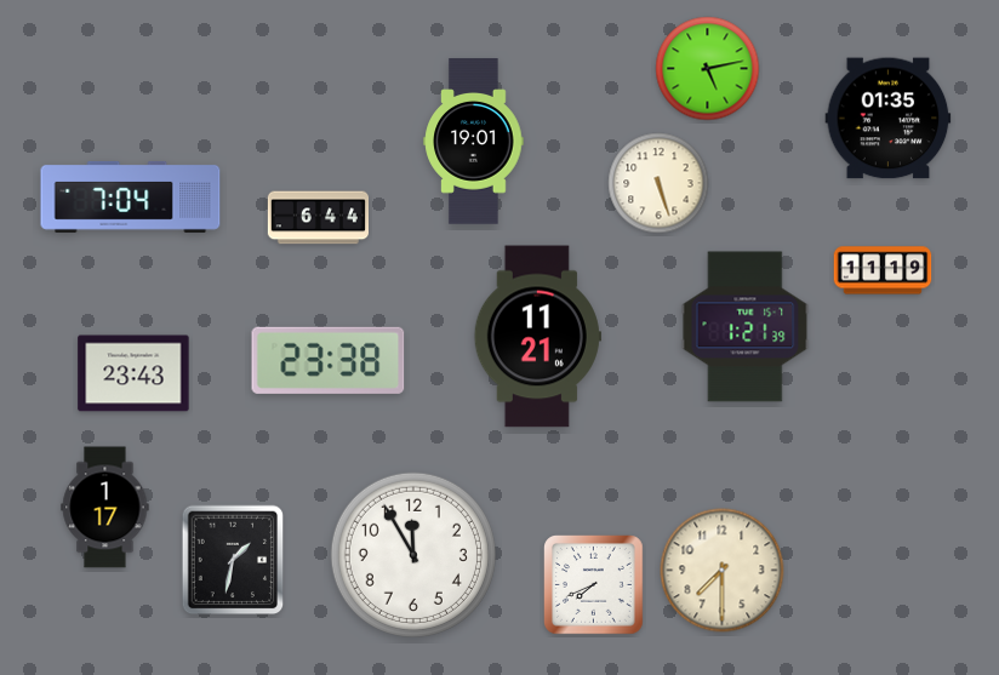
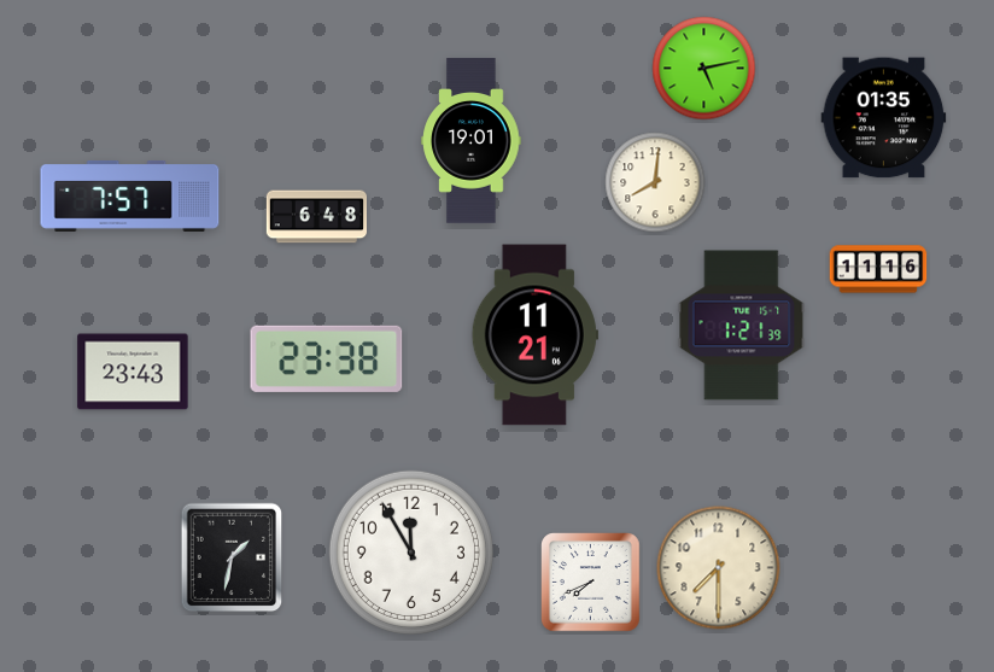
clock at (658, 183): 5:27 -> 8:01
clock at (131, 196): 7:04 -> 7:57
clock at (318, 218): 6:44 -> 6:48
clock at (883, 270): 11:19 -> 11:16
clock at (105, 508): 1:17 -> none
